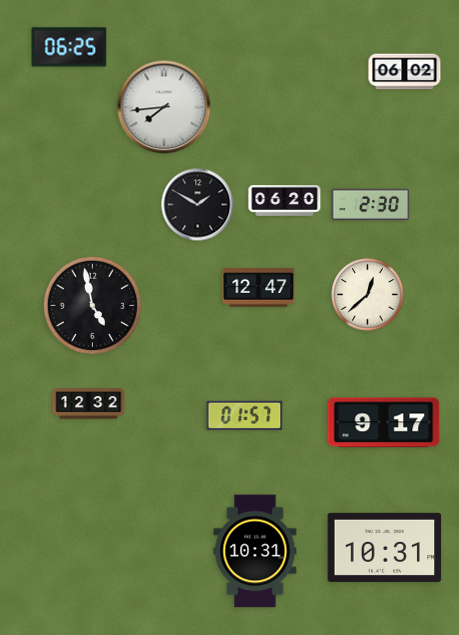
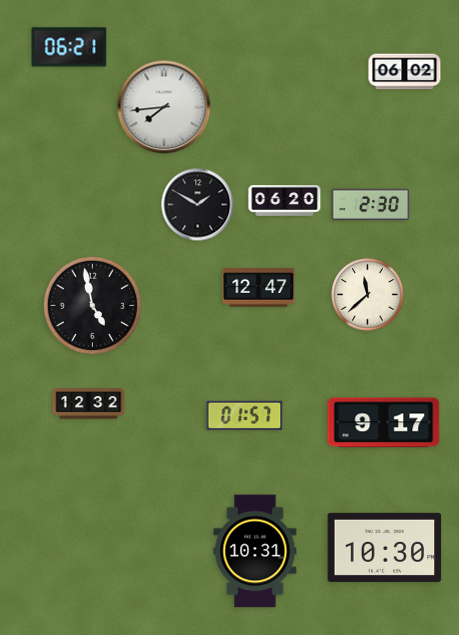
clock at (69, 47): 06:25 -> 06:21
clock at (368, 295): 12:38 -> 11:38
clock at (385, 547): 10:31 -> 10:30
